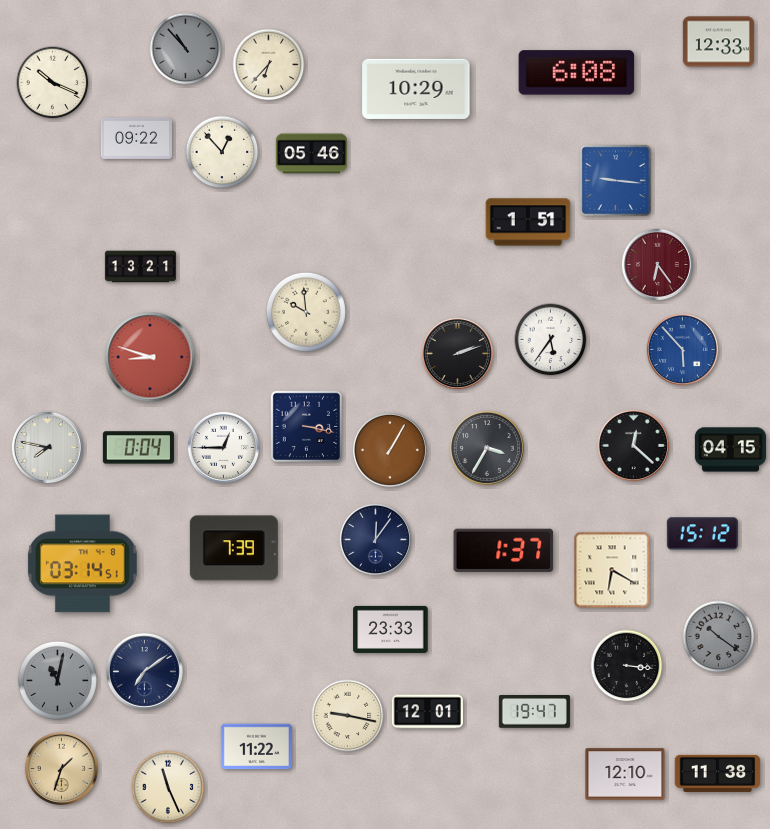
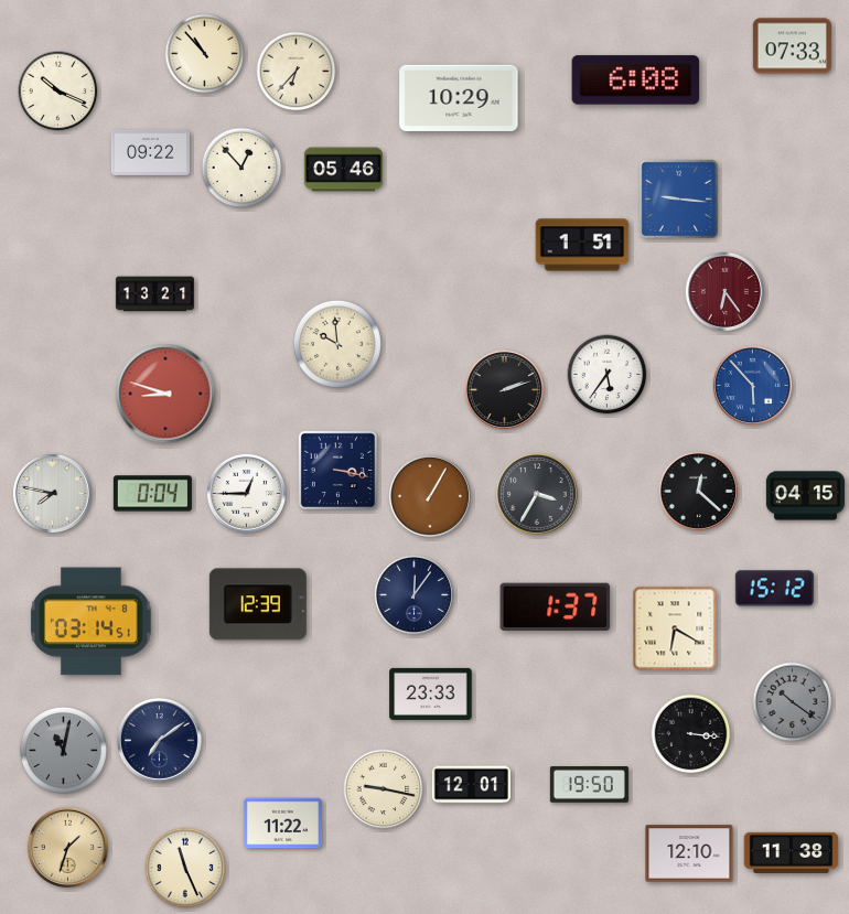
clock at (718, 42): 12:33 -> 07:33
clock at (186, 49) dial: grey -> cream
clock at (222, 152) position: (222, 152) -> (241, 168)
clock at (234, 548): 7:39 -> 12:39
clock at (534, 712): 19:47 -> 19:50
